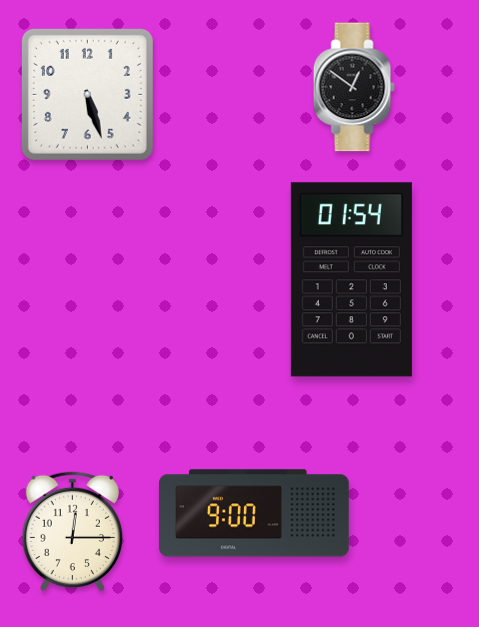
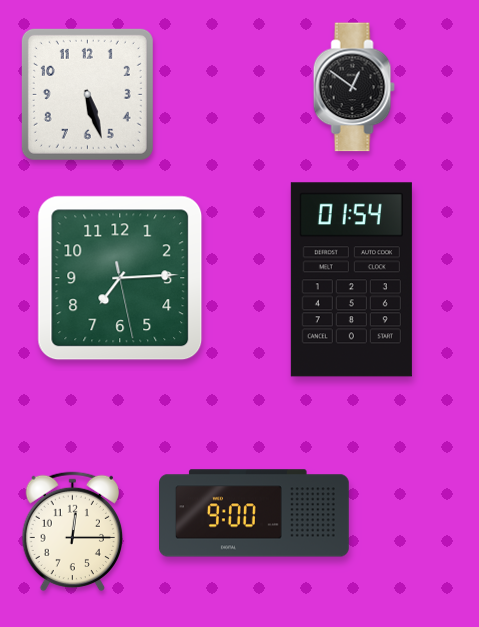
clock at (120, 278): none -> 7:14
